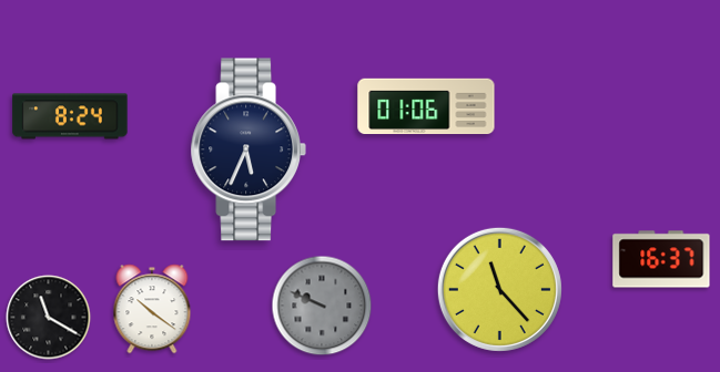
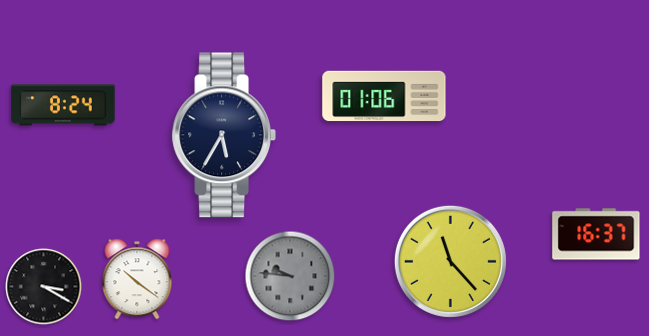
clock at (247, 149): 5:34 -> 5:35
clock at (322, 306): 9:49 -> 9:46
clock at (49, 318): 11:20 -> 3:20
